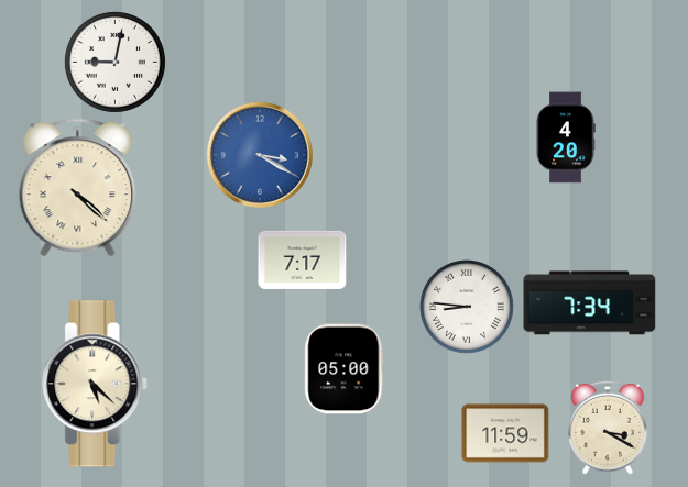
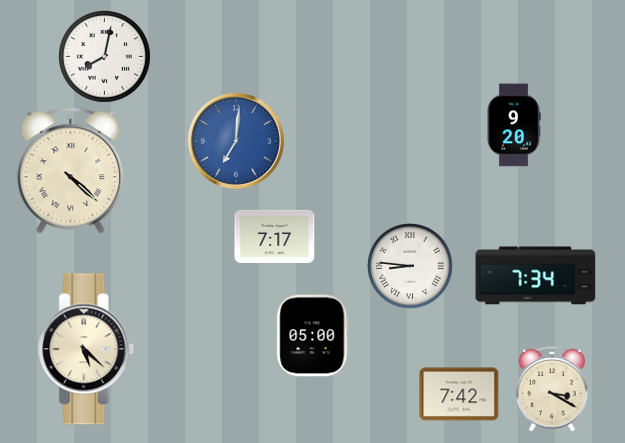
clock at (114, 62): 9:02 -> 8:02
clock at (566, 137): 4:20 -> 9:20
clock at (260, 155): 3:20 -> 7:01
clock at (468, 308) position: (468, 308) -> (411, 267)
clock at (505, 433): 11:59 -> 7:42
